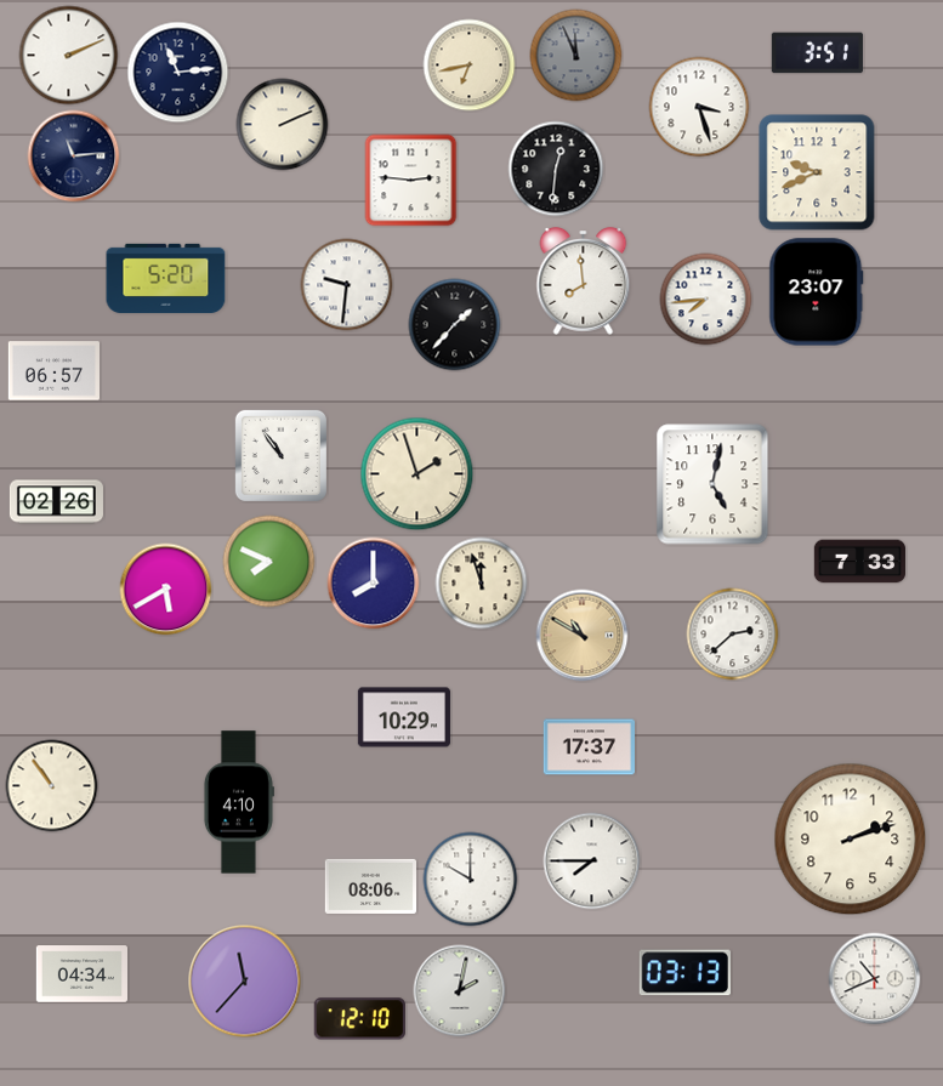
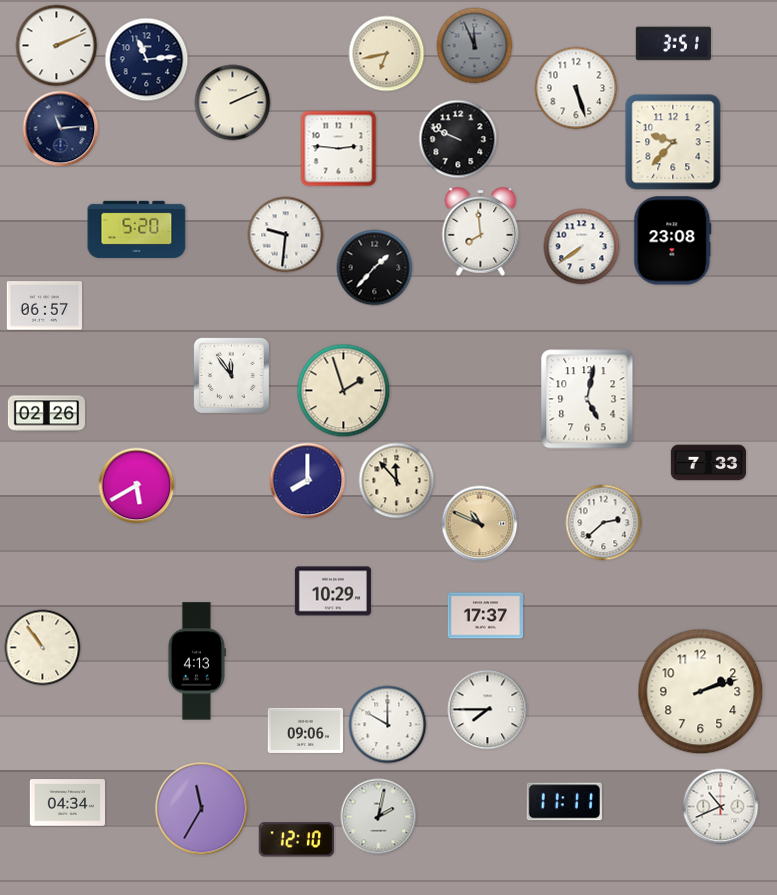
clock at (699, 107): 3:27 -> 5:27
clock at (556, 169): 12:31 -> 9:49
clock at (817, 172): 9:41 -> 9:37
clock at (817, 292): 23:07 -> 23:08
clock at (706, 300): 7:44 -> 7:39
clock at (280, 455): 10:54 -> 11:54
clock at (269, 562): 7:49 -> none
clock at (482, 584): 11:57 -> 11:53
clock at (583, 636): 10:50 -> 10:49
clock at (238, 802): 4:10 -> 4:13
clock at (370, 886): 08:06 -> 09:06
clock at (684, 973): 03:13 -> 11:11
clock at (245, 982): 11:37 -> 11:35
